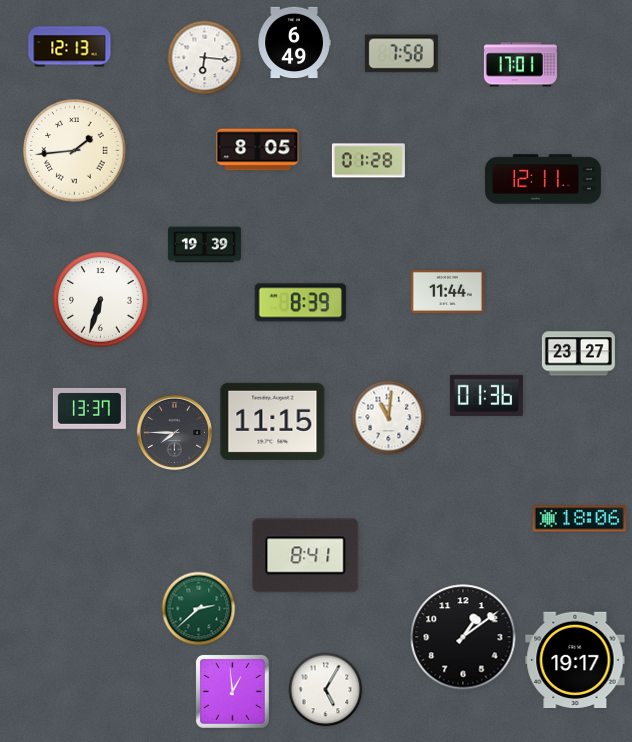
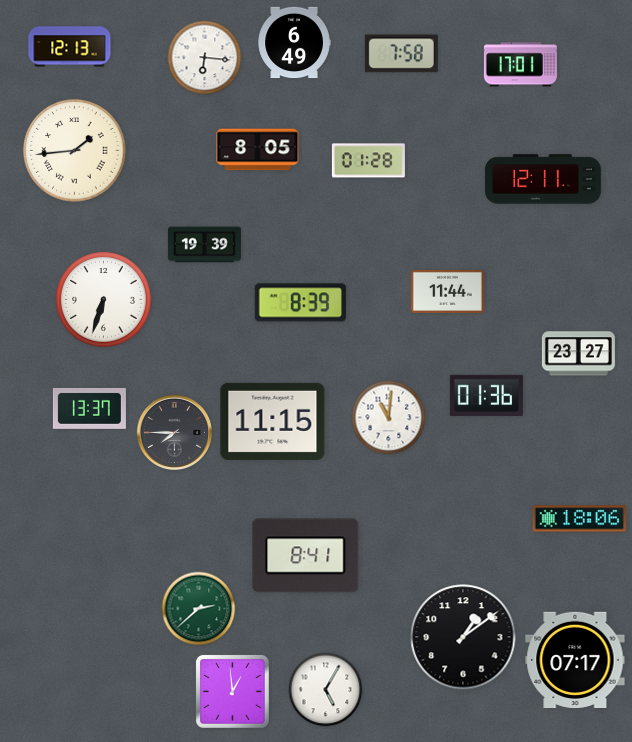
clock at (101, 300) position: (101, 300) -> (104, 300)
clock at (575, 659): 19:17 -> 07:17
